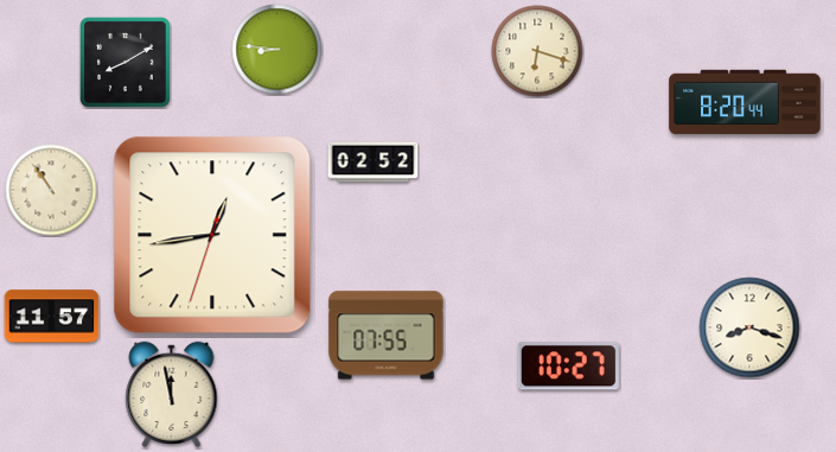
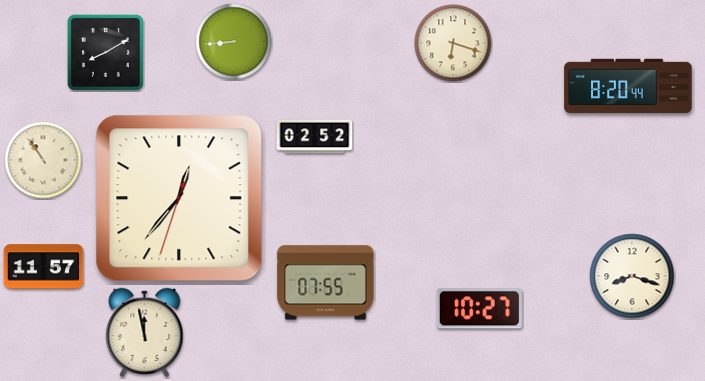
clock at (277, 50): 8:46 -> 8:44
clock at (212, 235): 12:43 -> 12:36
